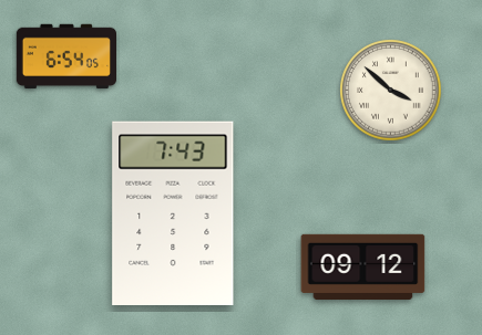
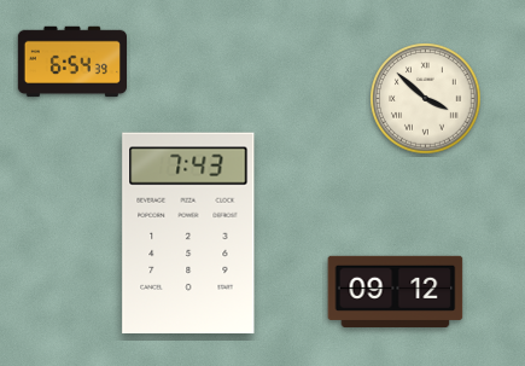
clock at (65, 56): 6:54:05 -> 6:54:39
